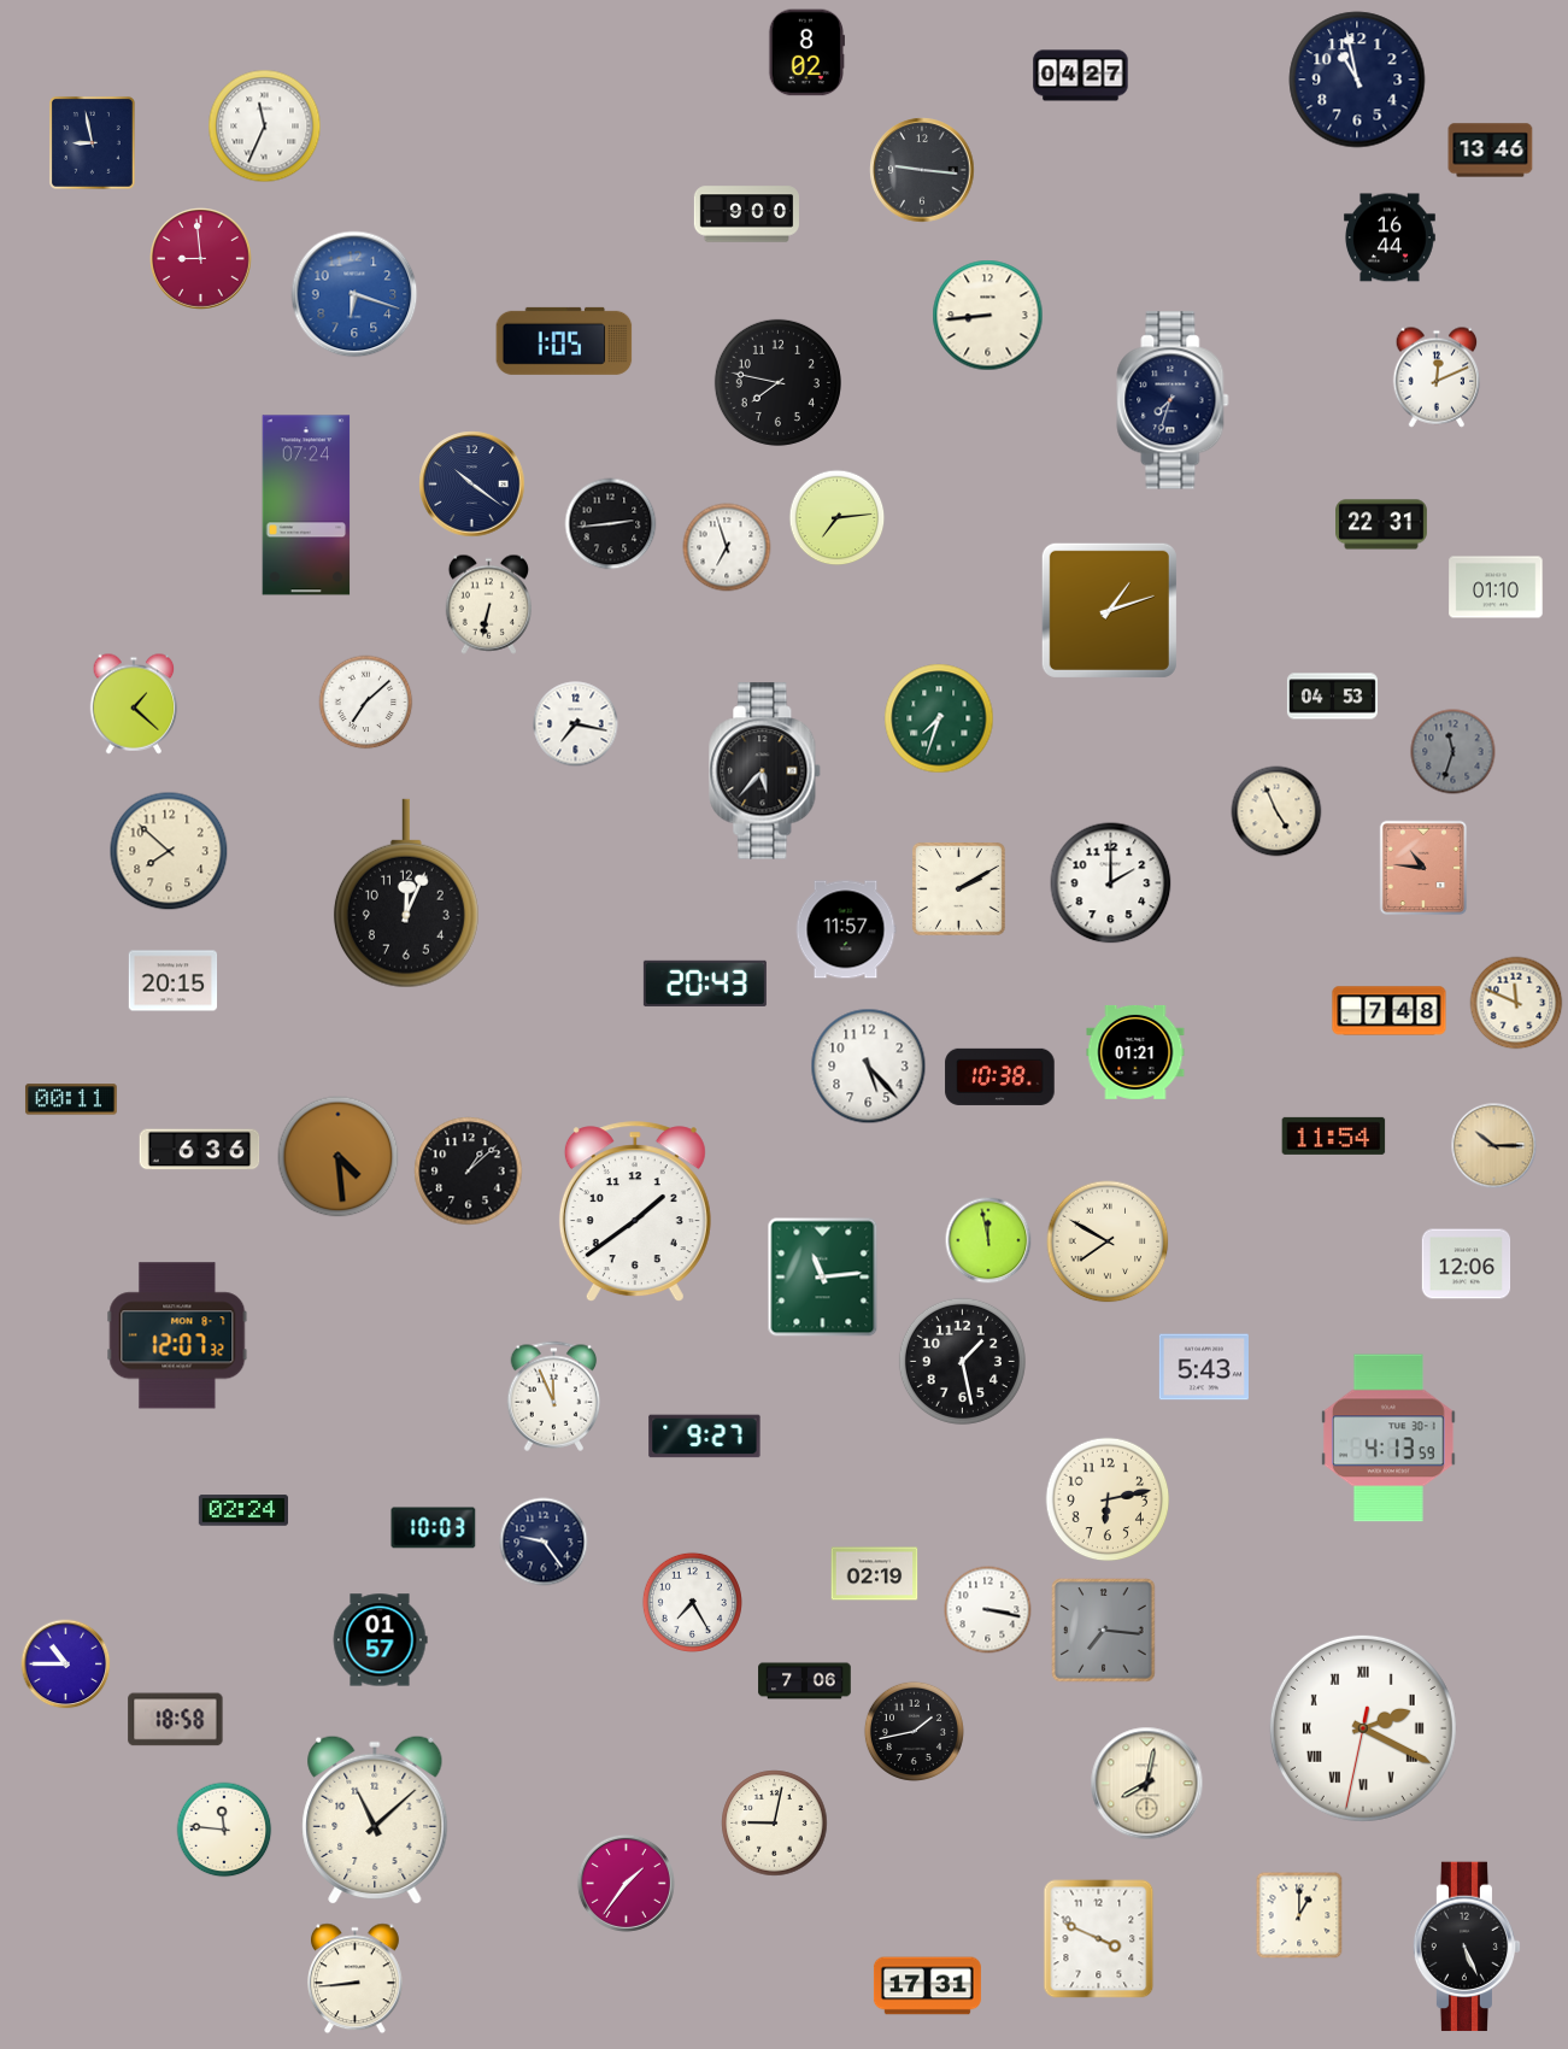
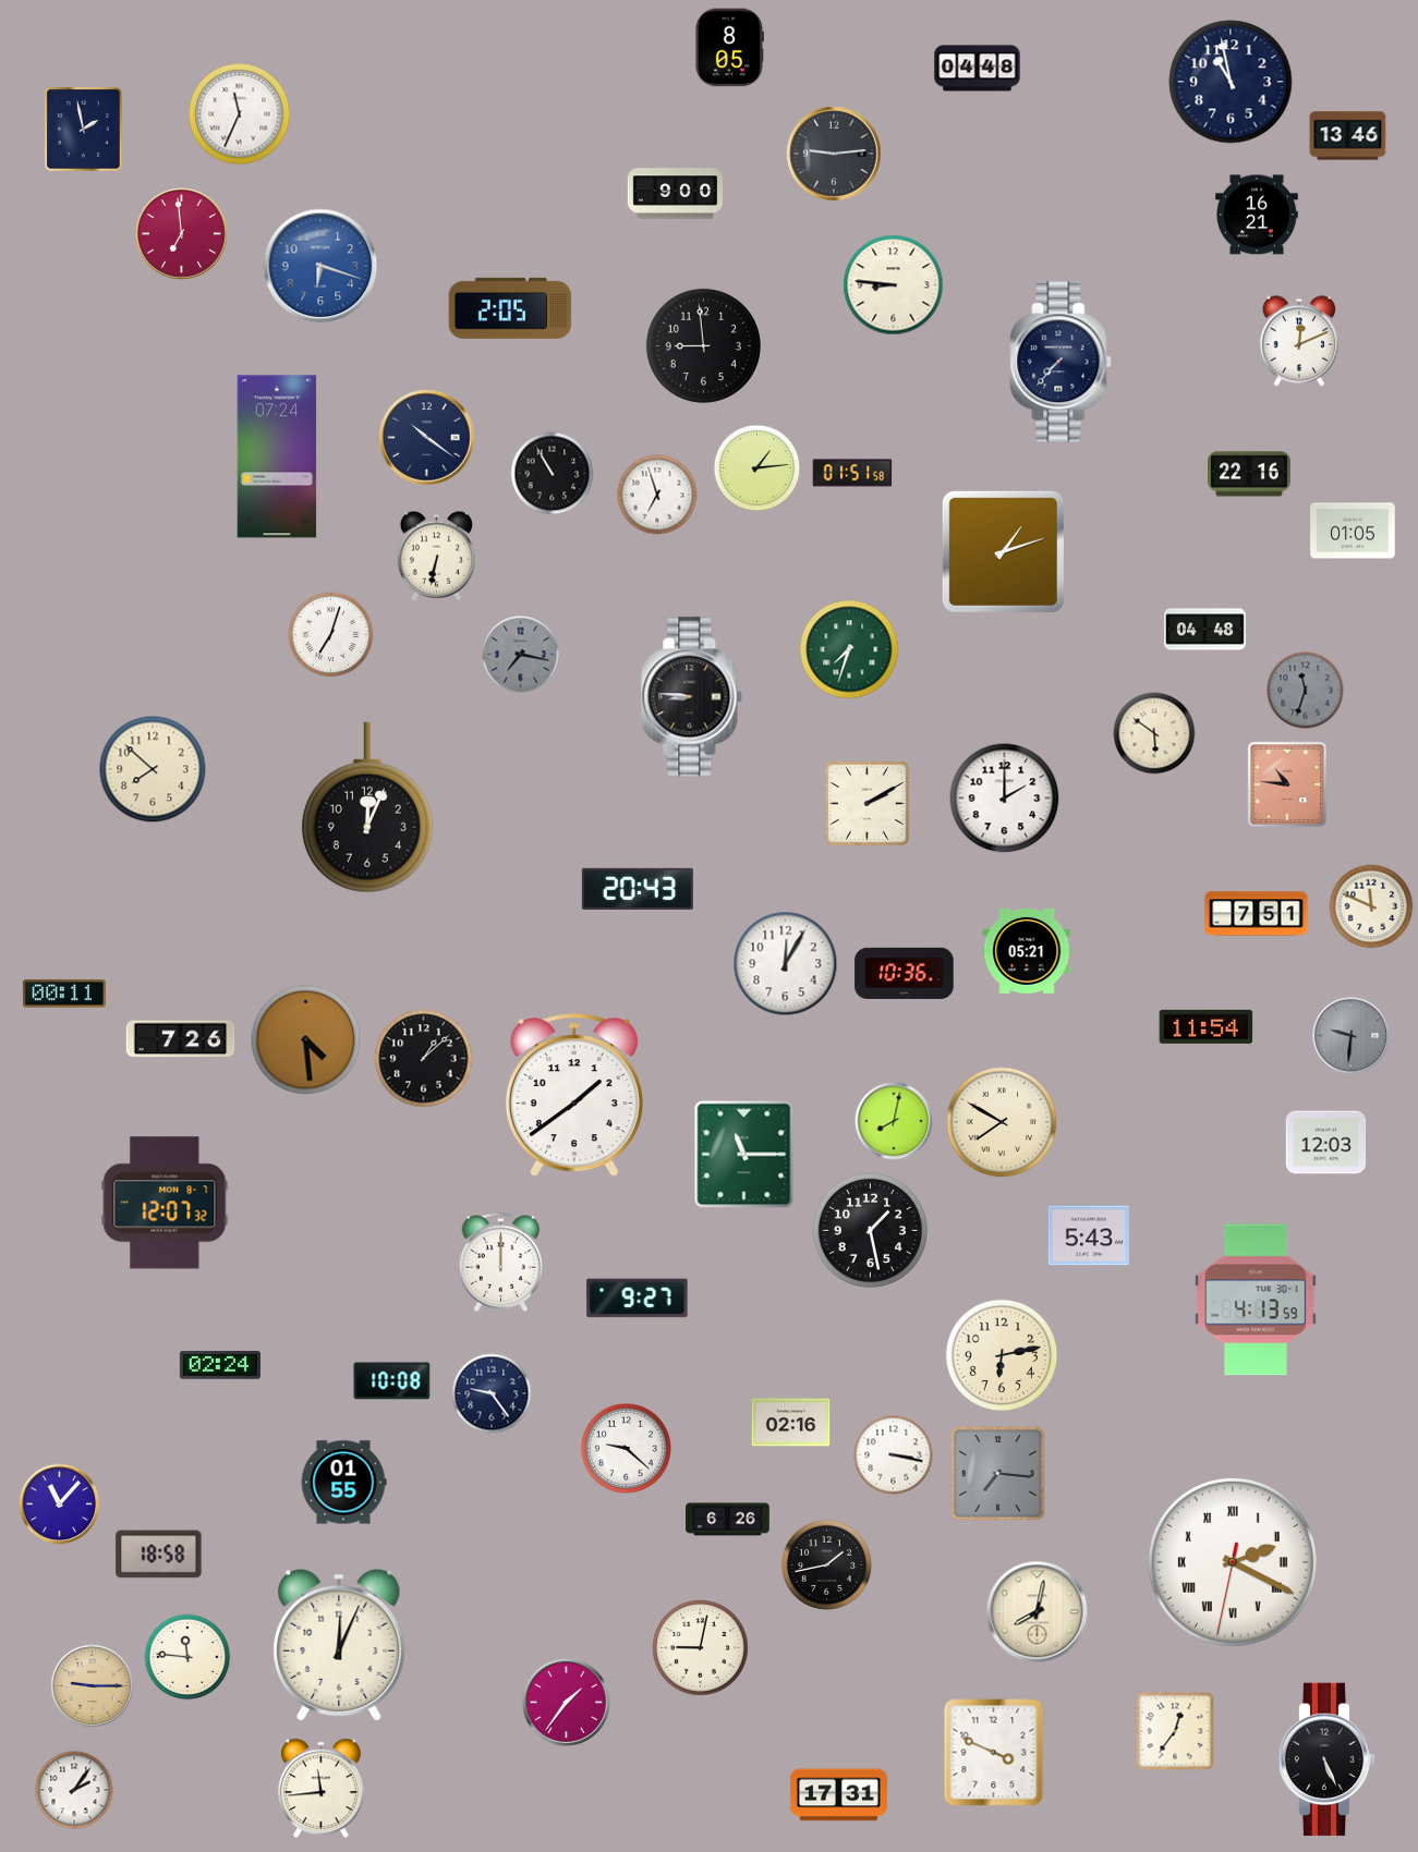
clock at (806, 53): 8:02 -> 8:05
clock at (1081, 76): 04:27 -> 04:48
clock at (1357, 80) position: (1357, 80) -> (1231, 82)
clock at (92, 142): 8:58 -> 1:58
clock at (922, 170): 9:16 -> 9:14
clock at (1391, 237): 16:44 -> 16:21
clock at (201, 259): 8:59 -> 6:59
clock at (988, 316): 8:44 -> 8:46
clock at (564, 341): 1:05 -> 2:05
clock at (777, 382): 7:47 -> 8:59
clock at (1173, 400): 7:33 -> 7:37
clock at (838, 518): 7:14 -> 1:14
clock at (852, 473): none -> 01:51
clock at (611, 524): 2:44 -> 10:55
clock at (1382, 524): 22:31 -> 22:16
clock at (1496, 587): 01:10 -> 01:05
clock at (488, 604) position: (488, 604) -> (436, 556)
clock at (1332, 697): 04:53 -> 04:48
clock at (366, 703): 7:08 -> 7:03
clock at (134, 704): 1:22 -> none
clock at (576, 724) dial: white -> grey
clock at (1454, 752) position: (1454, 752) -> (1306, 691)
clock at (765, 771): 5:37 -> 8:46
clock at (1276, 811): 4:56 -> 5:51
clock at (846, 929): 11:57 -> none
clock at (174, 981): 20:15 -> none
clock at (1390, 1011): 7:48 -> 7:51
clock at (1135, 1052): 01:21 -> 05:21
clock at (869, 1067): 5:23 -> 12:05
clock at (1000, 1076): 10:38 -> 10:36
clock at (1494, 1146): 10:15 -> 9:31
clock at (1494, 1146) dial: champagne -> grey
clock at (200, 1150): 6:36 -> 7:26
clock at (339, 1157) position: (339, 1157) -> (306, 1040)
clock at (988, 1240): 11:58 -> 8:02
clock at (1467, 1264): 12:06 -> 12:03
clock at (823, 1278): 11:14 -> 11:15
clock at (177, 1335) position: (177, 1335) -> (165, 1203)
clock at (554, 1396): 11:56 -> 12:00
clock at (434, 1528): 10:03 -> 10:08
clock at (875, 1574): 02:19 -> 02:16
clock at (692, 1602): 7:25 -> 9:22
clock at (380, 1640): 01:57 -> 01:55
clock at (66, 1665): 10:45 -> 11:07
clock at (805, 1681): 7:06 -> 6:26
clock at (375, 1820): 11:08 -> 12:04
clock at (224, 1830) position: (224, 1830) -> (187, 1657)
clock at (93, 1686): none -> 9:15
clock at (1299, 1915): 1:00 -> 12:36
clock at (354, 1979): 8:44 -> 11:44
clock at (74, 1790): none -> 2:06
